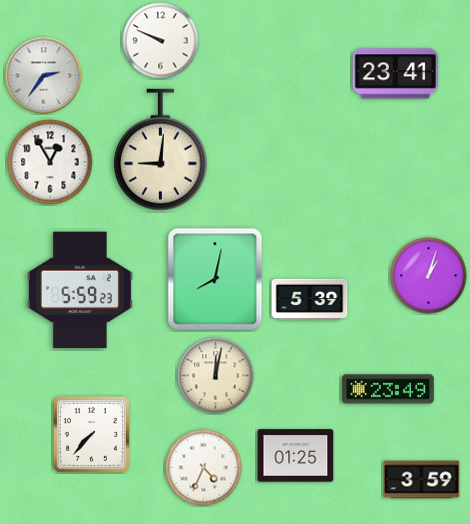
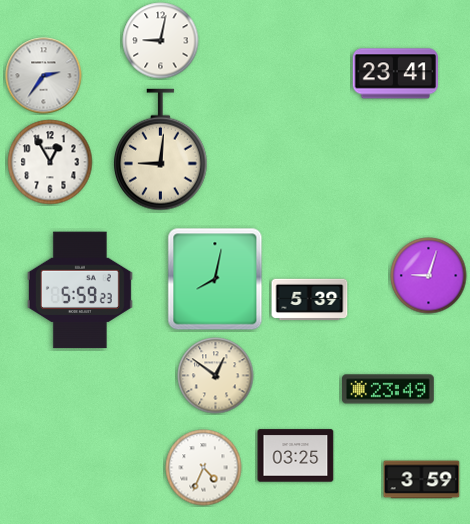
clock at (161, 41): 9:49 -> 9:02
clock at (429, 276): 1:03 -> 9:03
clock at (216, 376): 12:02 -> 12:51
clock at (91, 434): 7:37 -> none
clock at (296, 456): 01:25 -> 03:25
